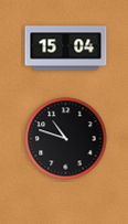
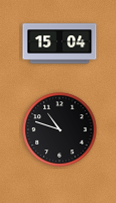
clock at (66, 139) position: (66, 139) -> (60, 130)
